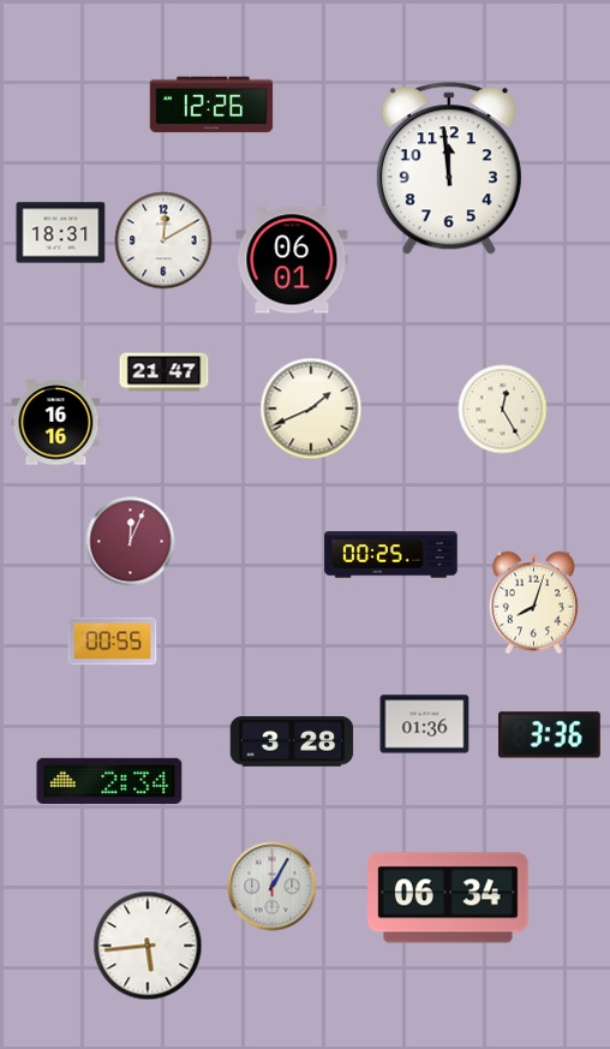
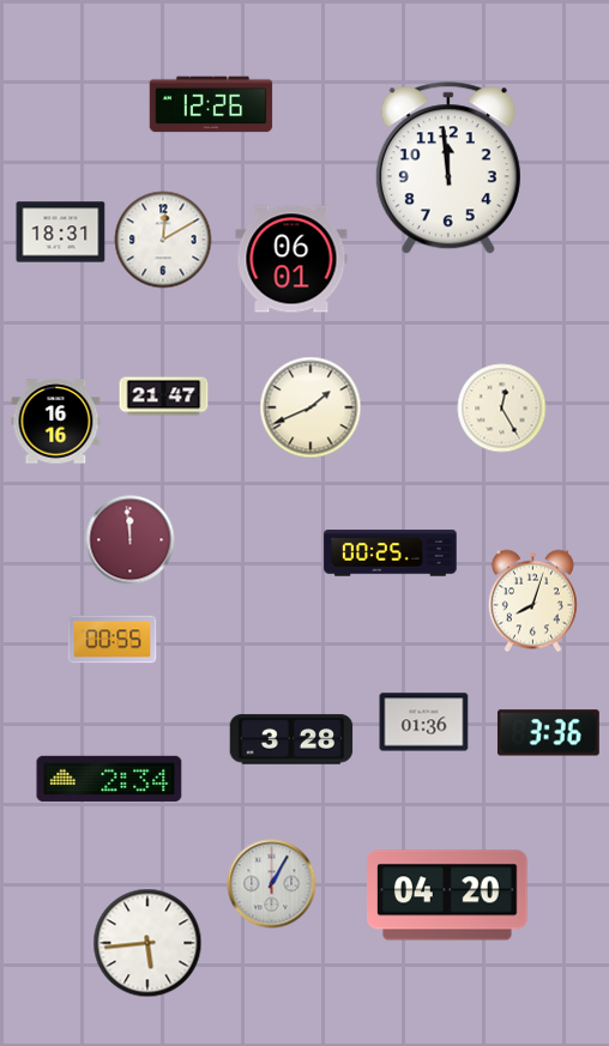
clock at (165, 372) position: (165, 372) -> (164, 397)
clock at (131, 542): 12:04 -> 11:59
clock at (449, 898): 06:34 -> 04:20
